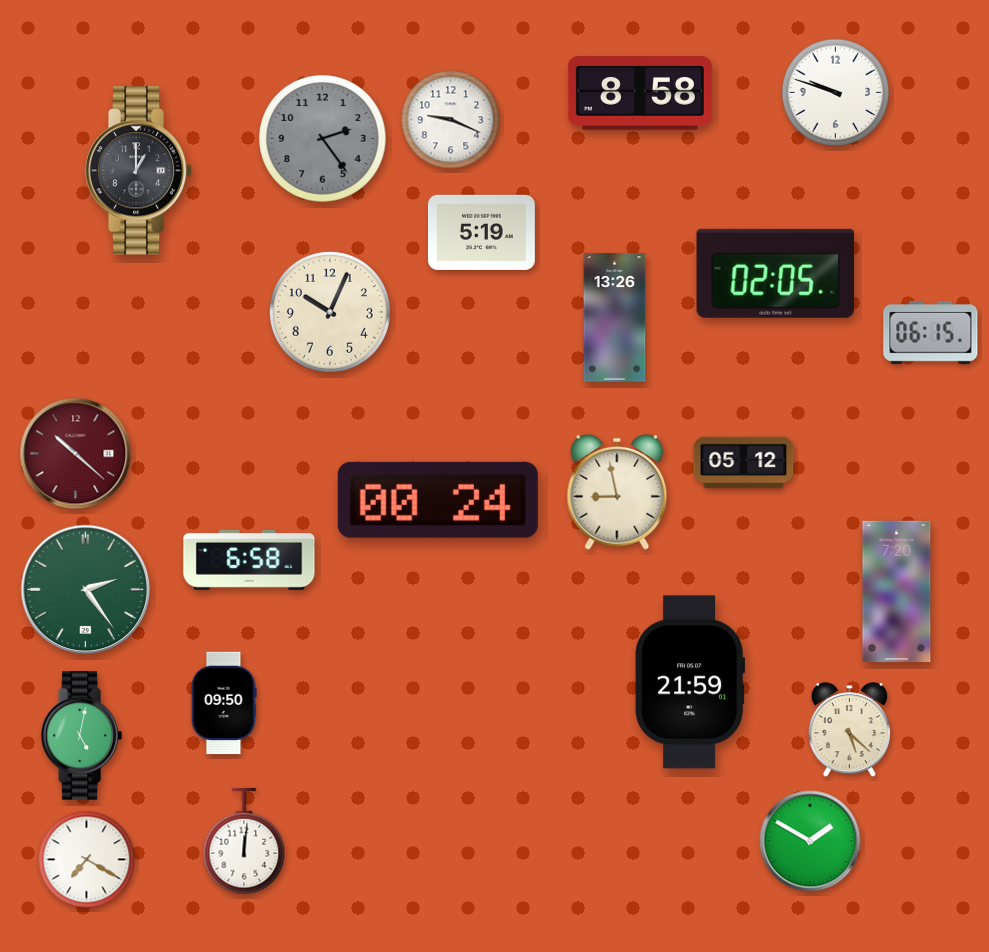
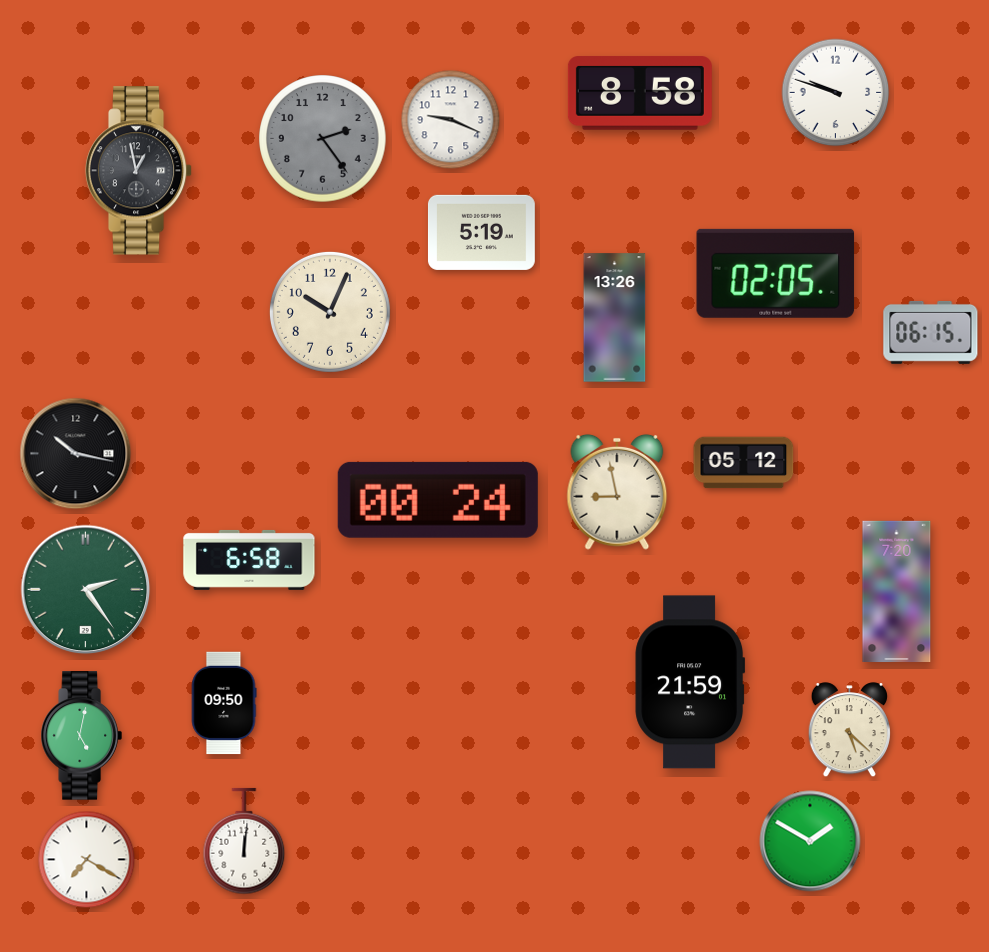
clock at (139, 171): 1:00 -> 12:58
clock at (76, 454): 10:22 -> 10:17
clock at (76, 454) dial: burgundy -> black
